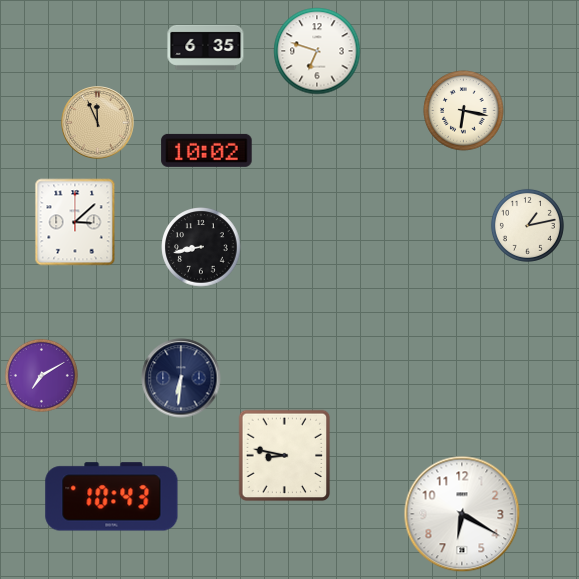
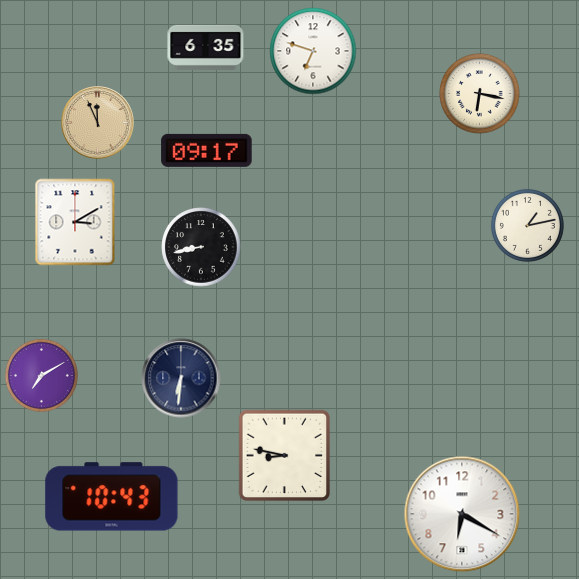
clock at (317, 51) position: (317, 51) -> (313, 51)
clock at (464, 111) position: (464, 111) -> (480, 94)
clock at (207, 150): 10:02 -> 09:17
clock at (75, 222): 3:08 -> 3:10
